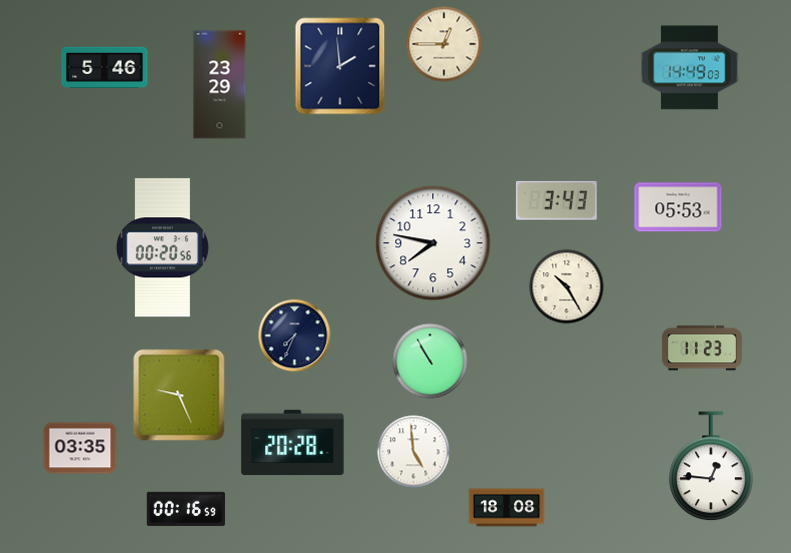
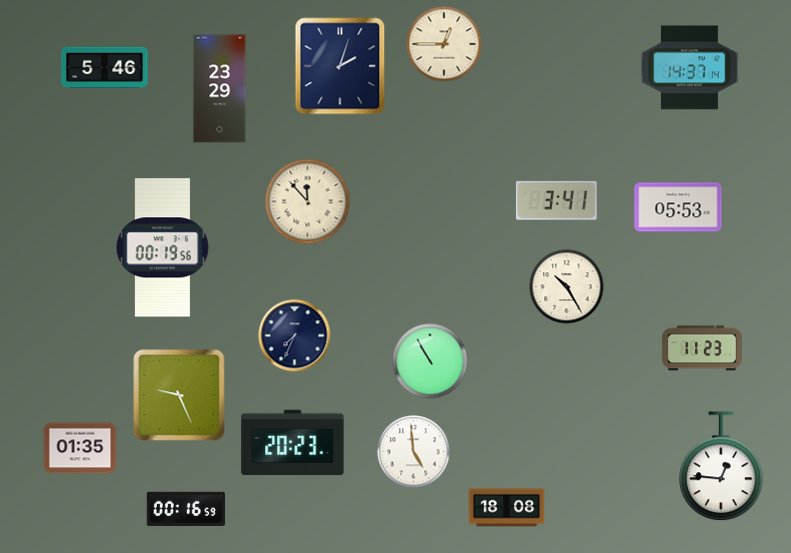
clock at (340, 66): 1:59 -> 2:03
clock at (689, 68): 14:49 -> 14:37
clock at (220, 85) position: (220, 85) -> (220, 89)
clock at (556, 200): 3:43 -> 3:41
clock at (308, 202): none -> 11:53
clock at (433, 243): 7:47 -> none
clock at (162, 248): 00:20 -> 00:19
clock at (293, 443): 20:28 -> 20:23
clock at (80, 448): 03:35 -> 01:35
clock at (711, 467) position: (711, 467) -> (721, 467)
